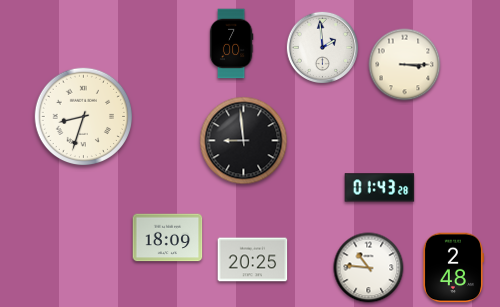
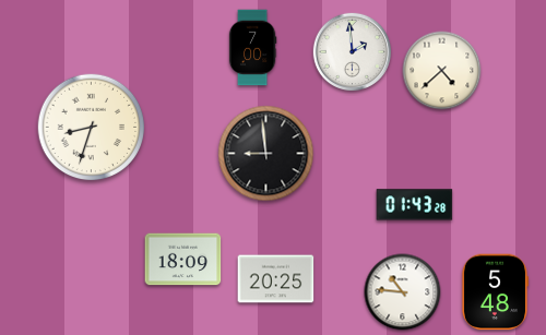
clock at (405, 65): 3:15 -> 4:38
clock at (253, 260) position: (253, 260) -> (276, 279)
clock at (453, 268): 2:48 -> 5:48
